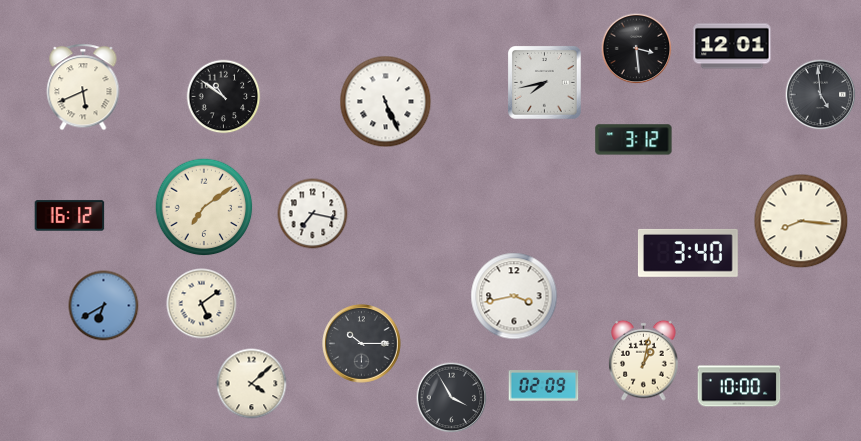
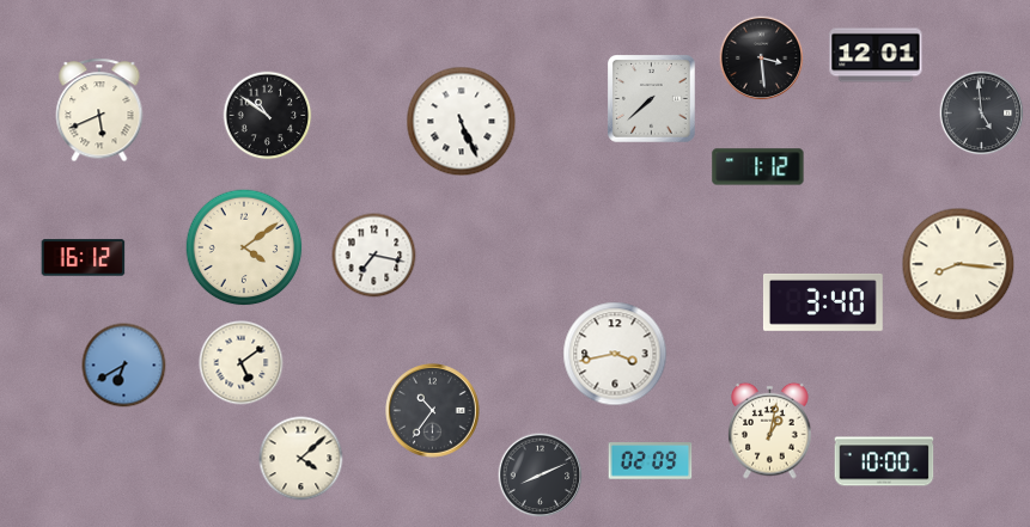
clock at (545, 83): 7:43 -> 7:38
clock at (83, 87) position: (83, 87) -> (99, 110)
clock at (634, 140): 3:12 -> 1:12
clock at (204, 207): 7:09 -> 4:09
clock at (362, 344): 10:15 -> 10:36
clock at (452, 398): 3:55 -> 8:11
